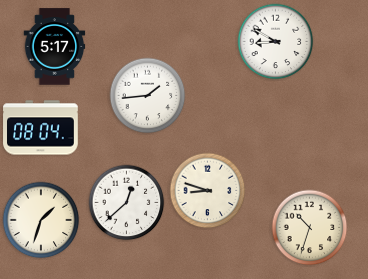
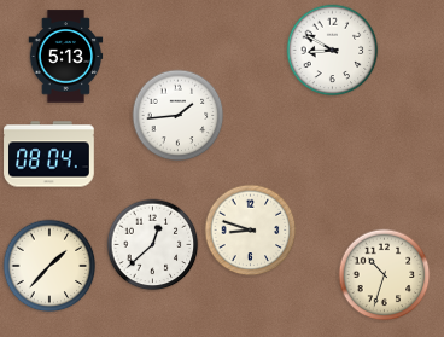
clock at (55, 47): 5:17 -> 5:13
clock at (41, 220): 1:33 -> 1:37
clock at (310, 228) position: (310, 228) -> (385, 275)
